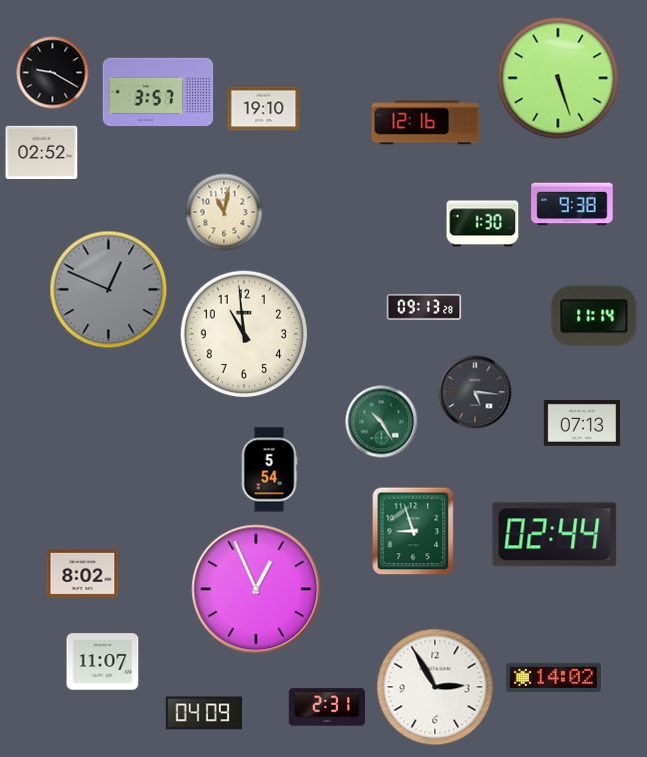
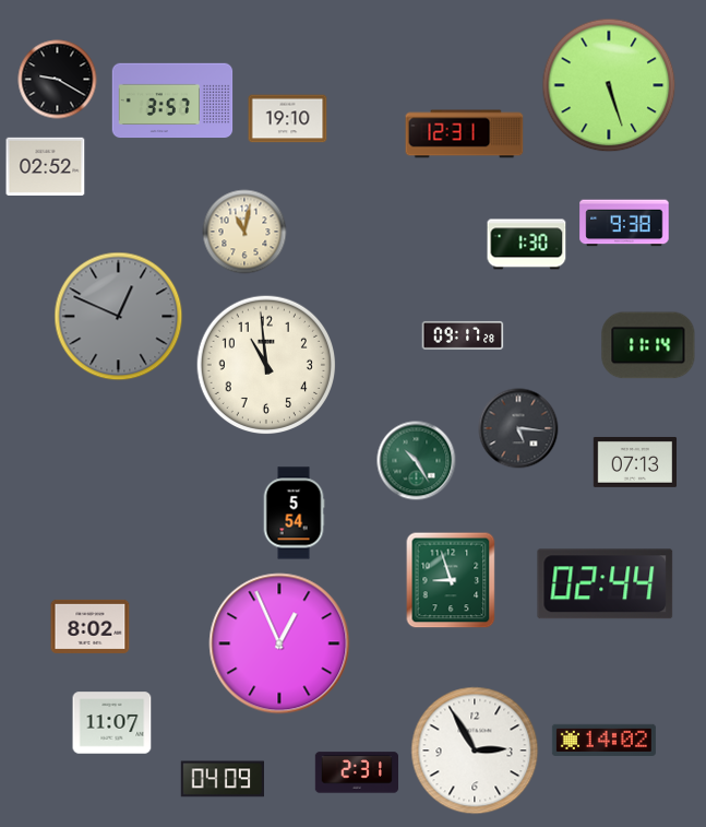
clock at (426, 123): 12:16 -> 12:31
clock at (424, 307): 09:13 -> 09:17
